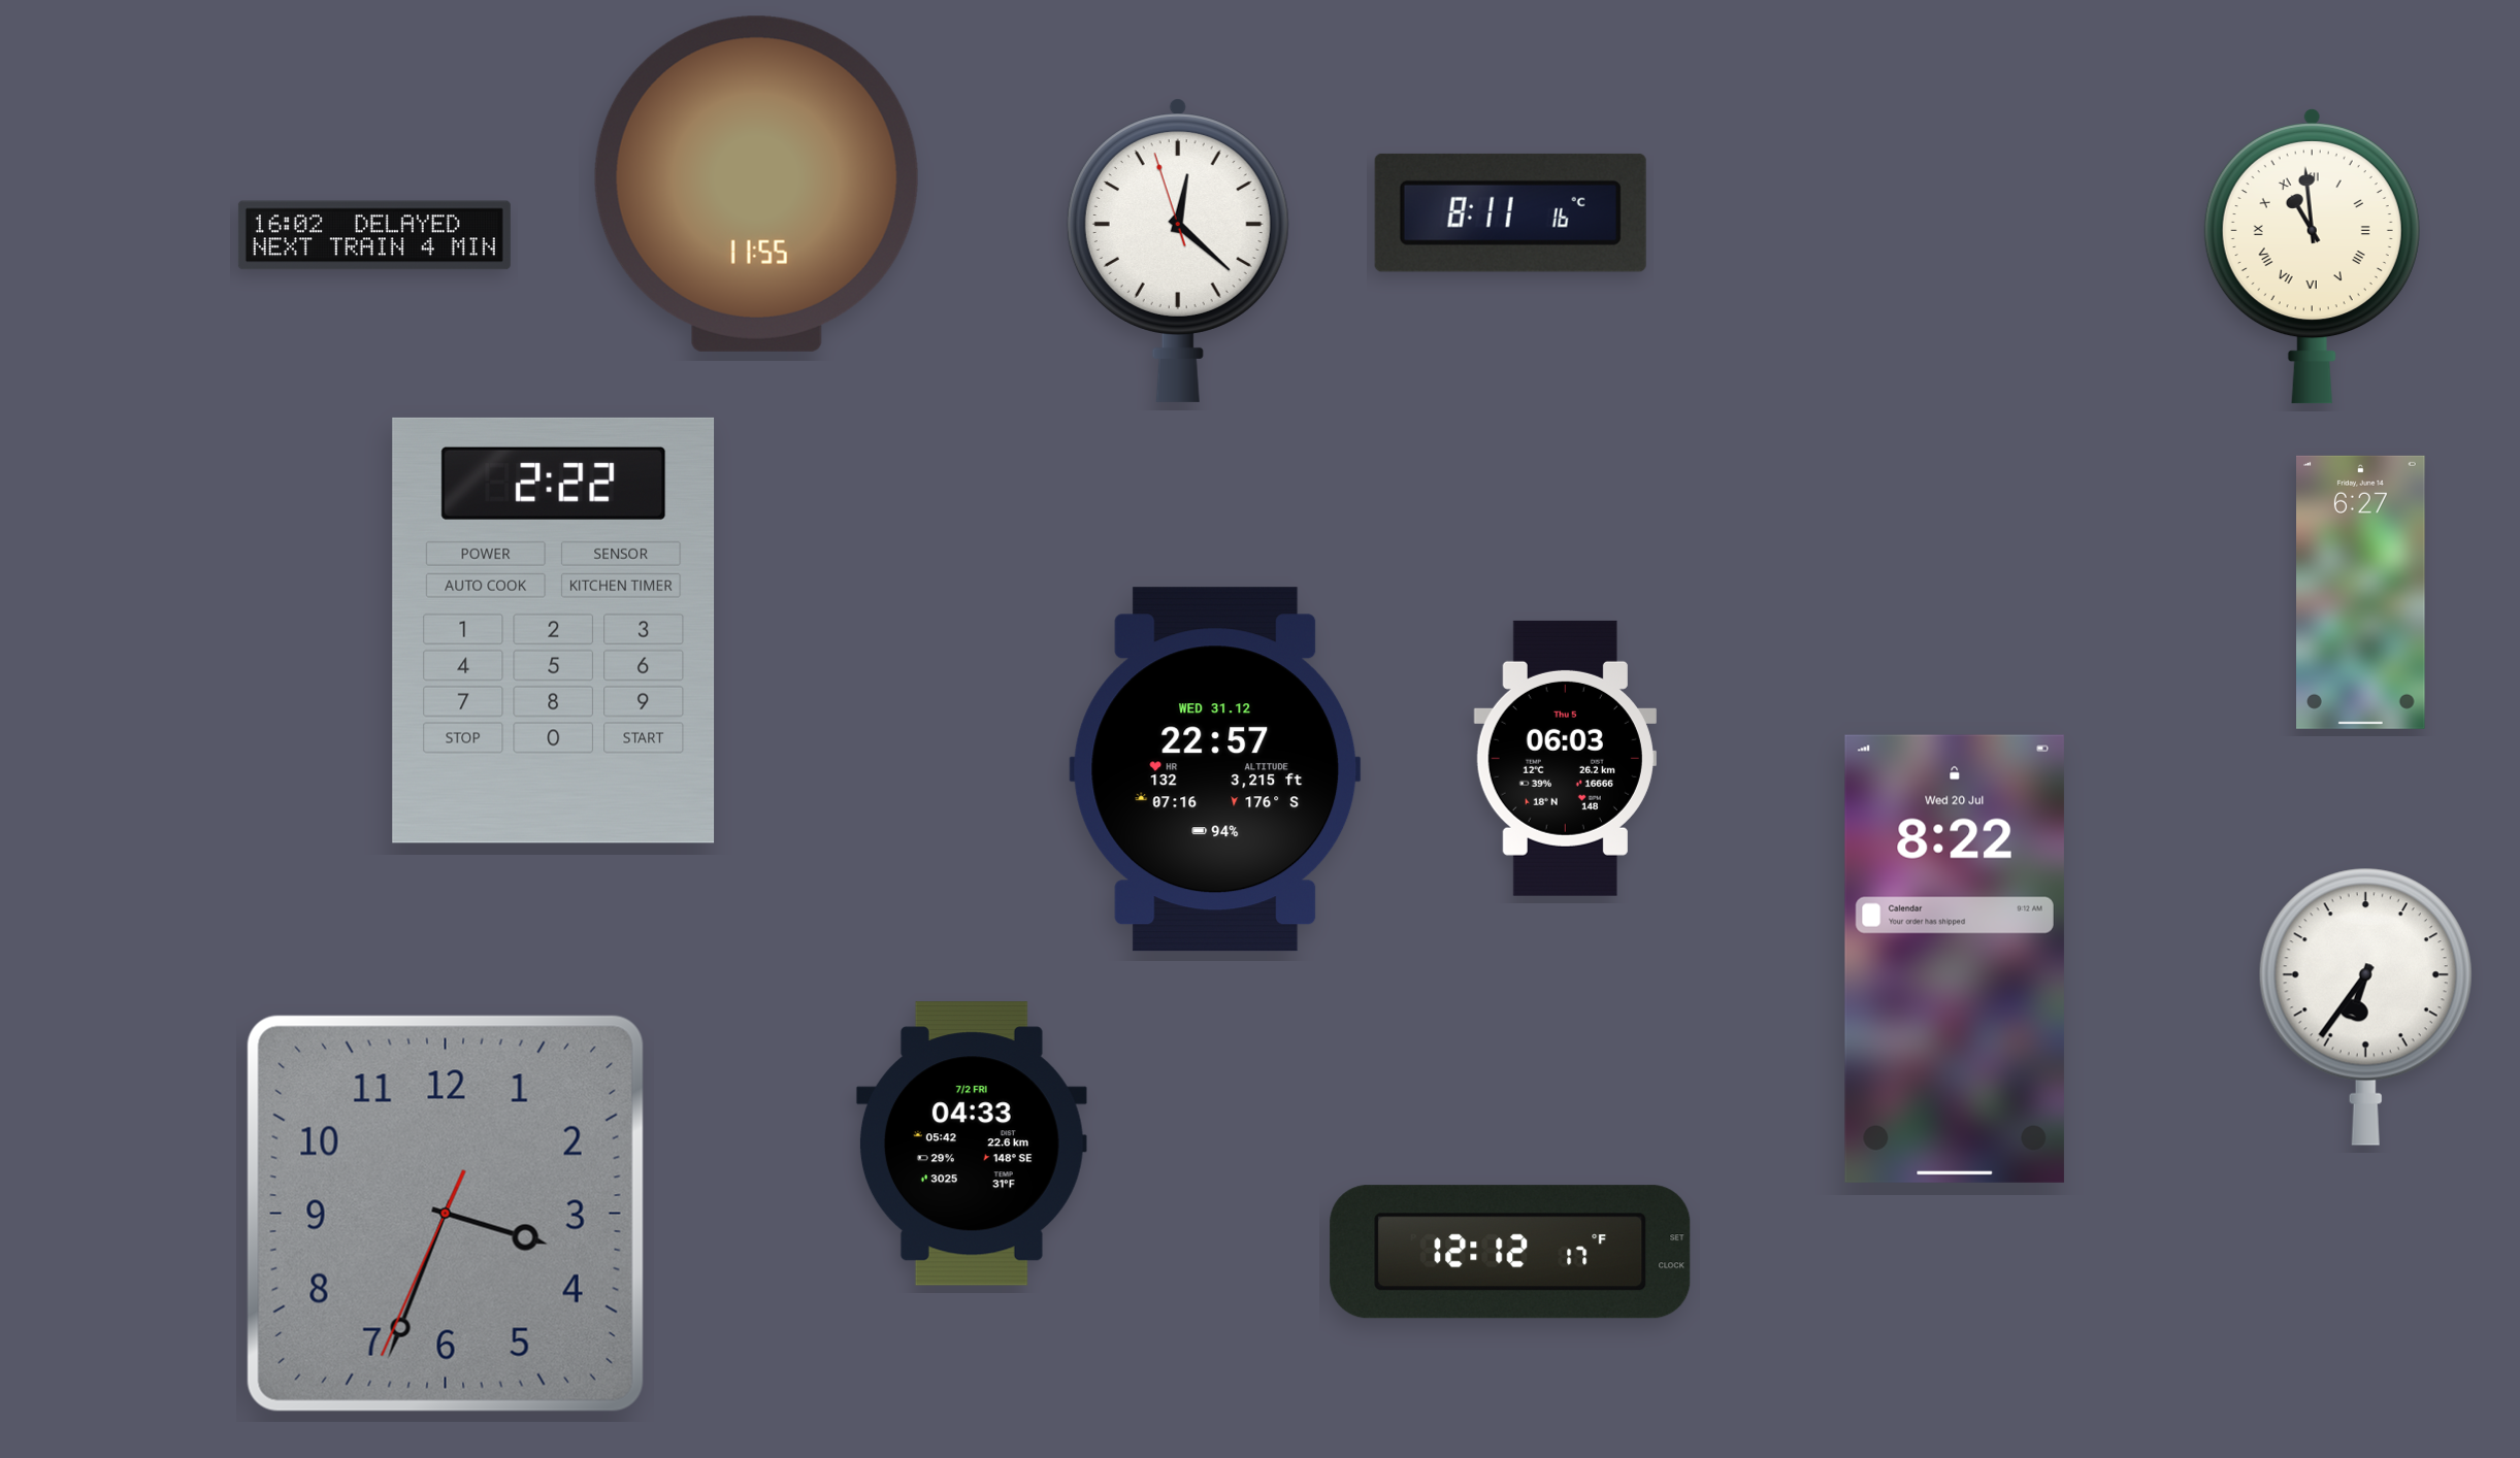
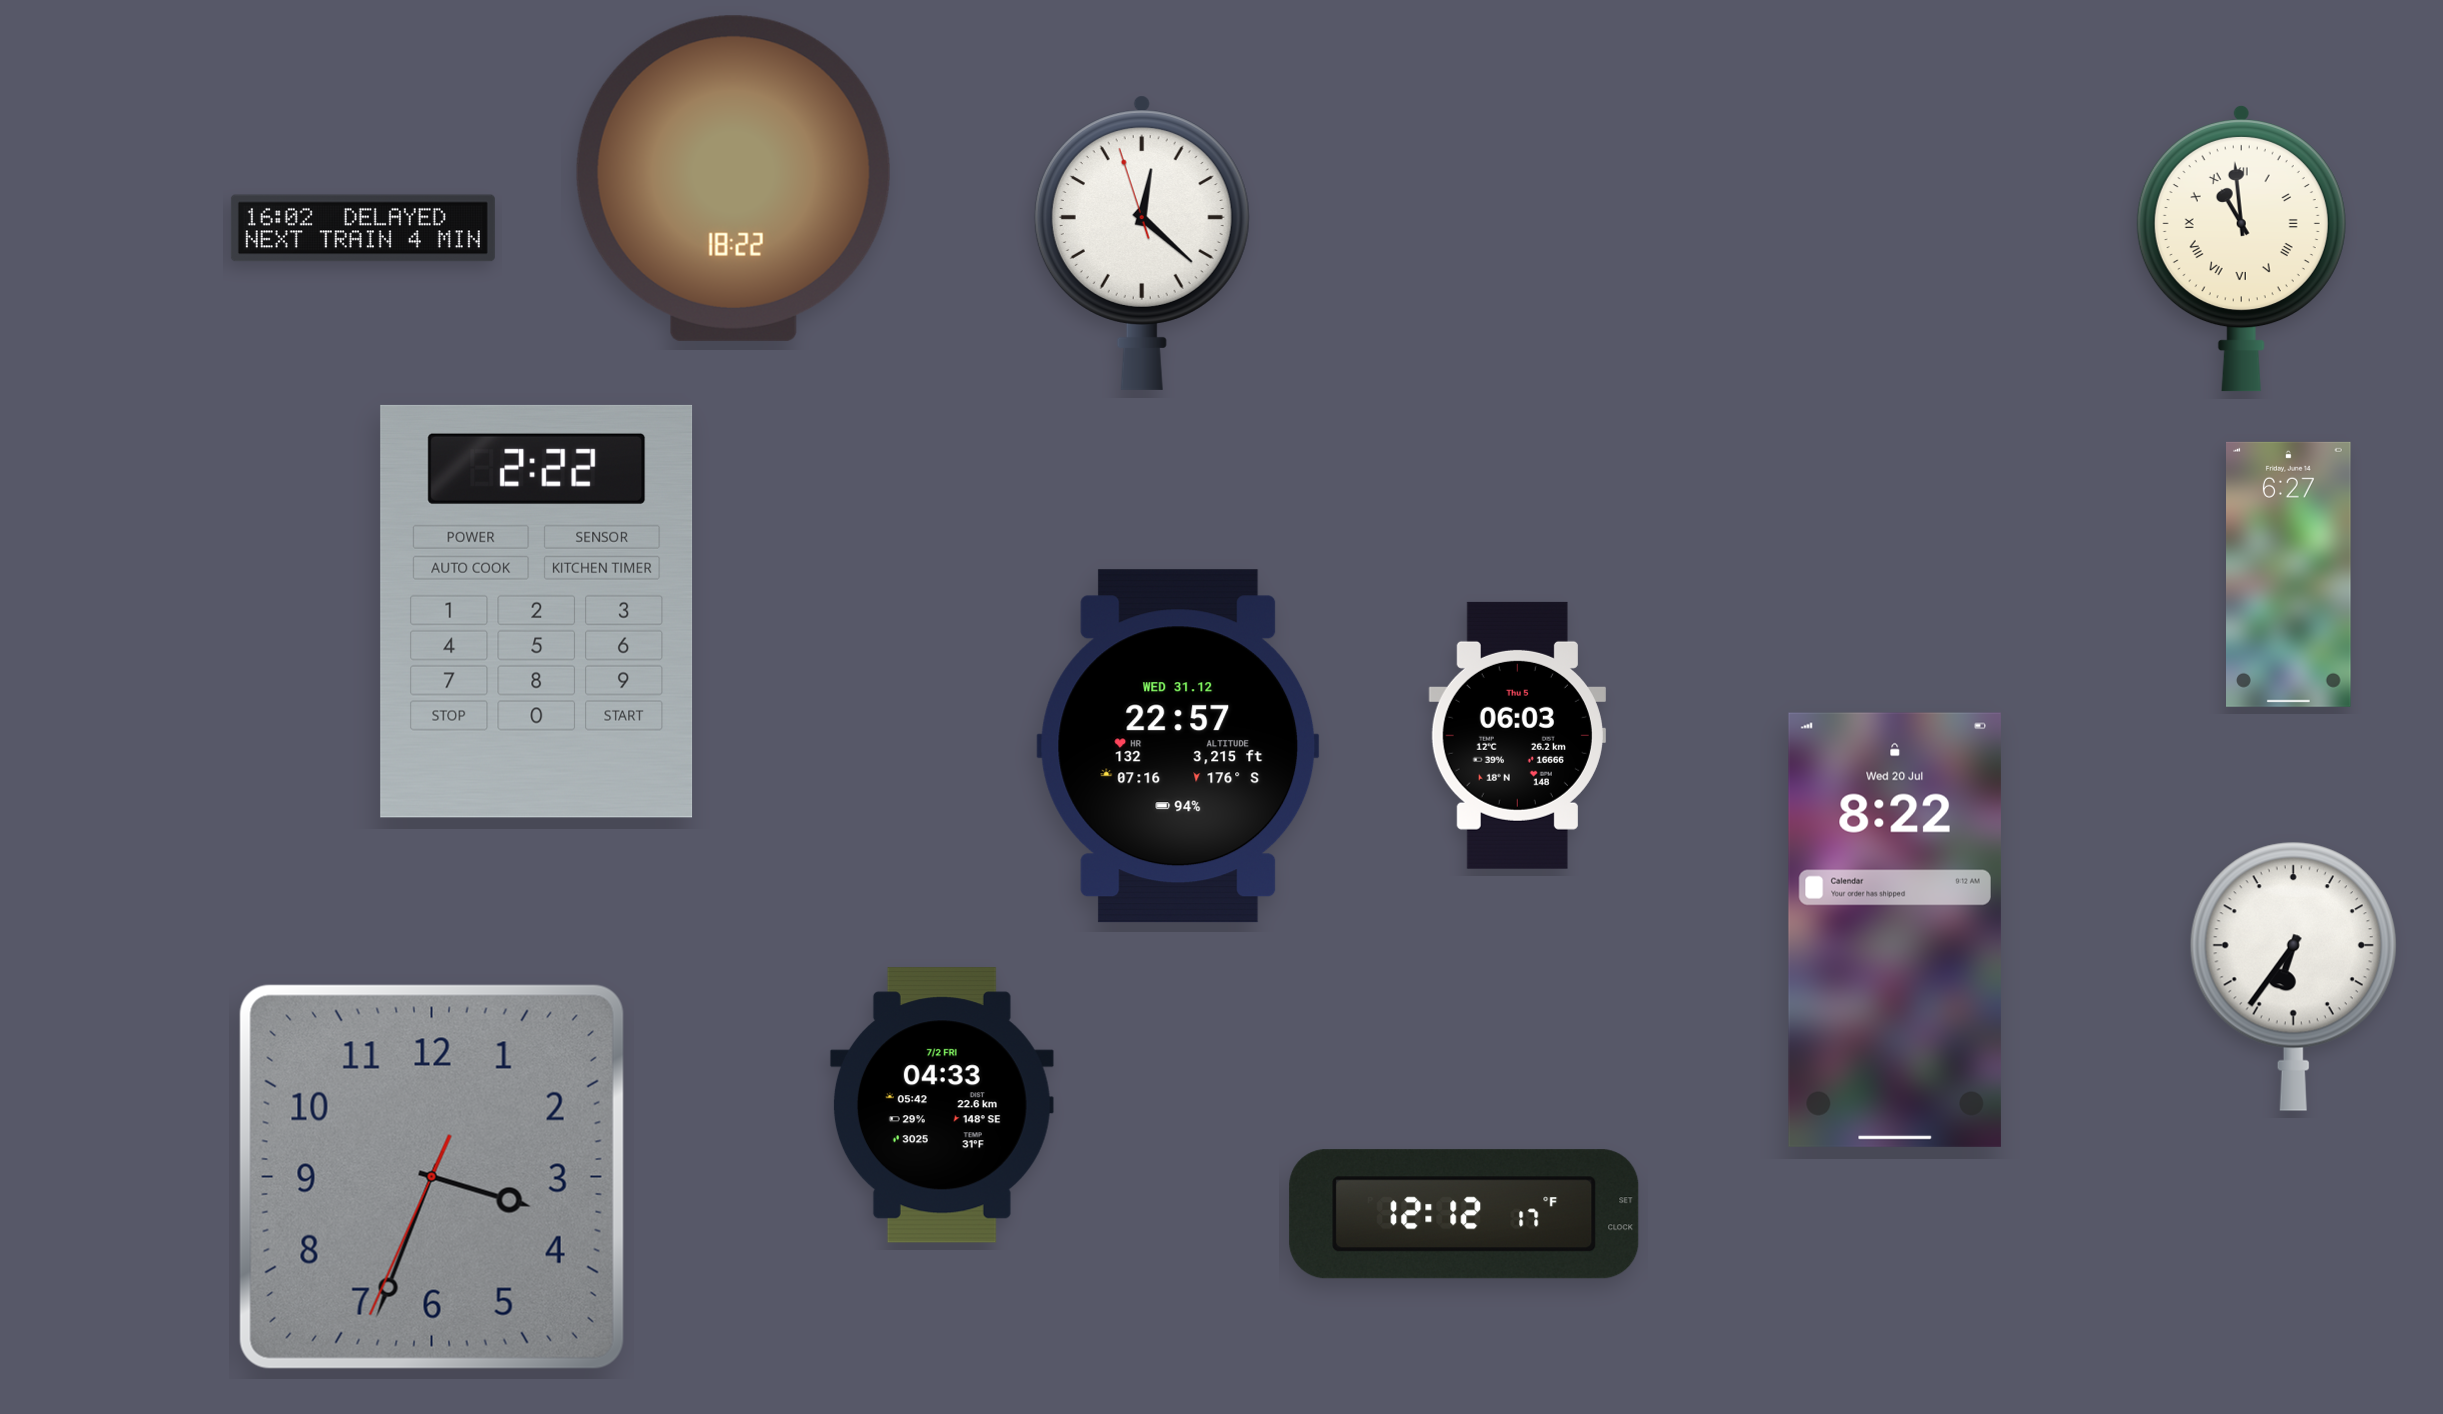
clock at (756, 184): 11:55 -> 18:22
clock at (1510, 212): 8:11 -> none
clock at (972, 1144) position: (972, 1144) -> (942, 1105)
